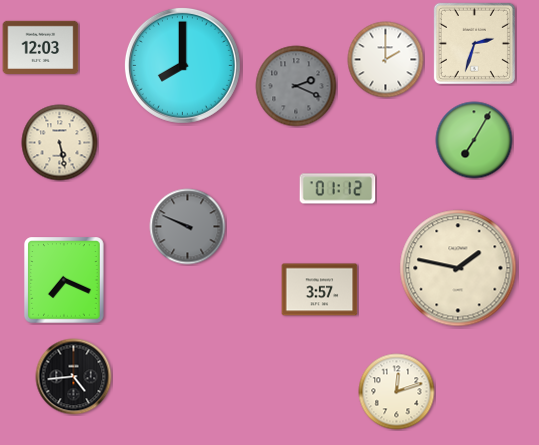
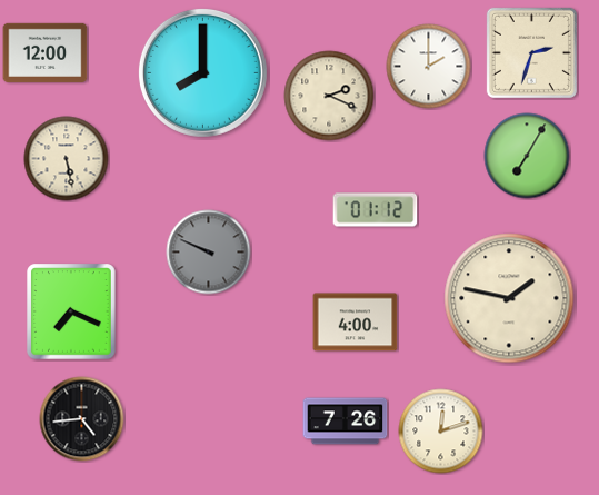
clock at (474, 43) position: (474, 43) -> (531, 52)
clock at (41, 47): 12:03 -> 12:00
clock at (296, 86) dial: grey -> cream
clock at (320, 290): 3:57 -> 4:00
clock at (346, 422): none -> 7:26
clock at (397, 392) position: (397, 392) -> (441, 432)
